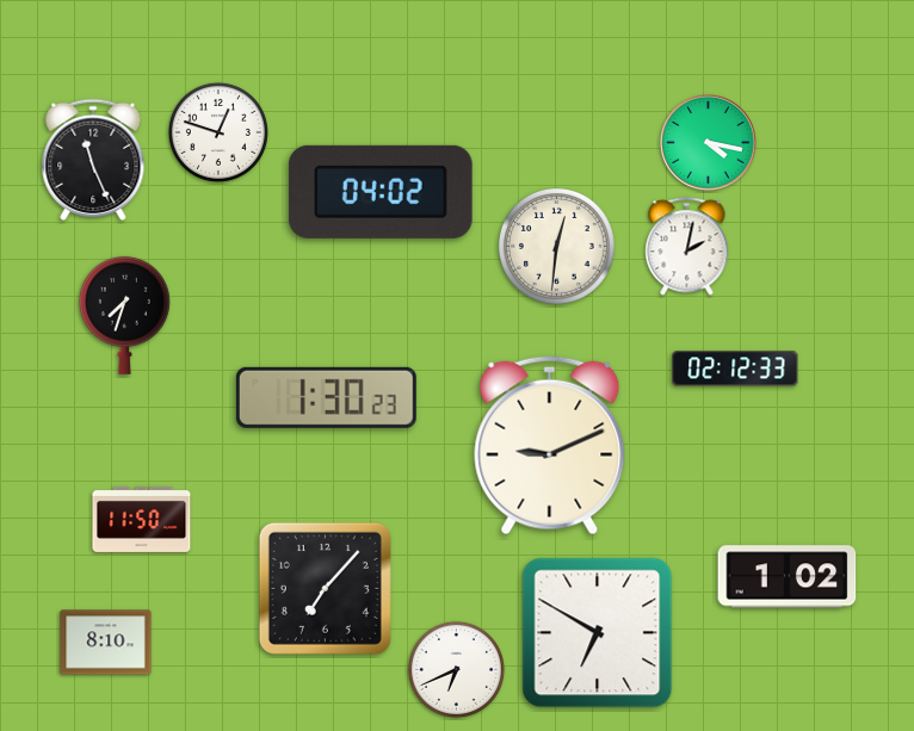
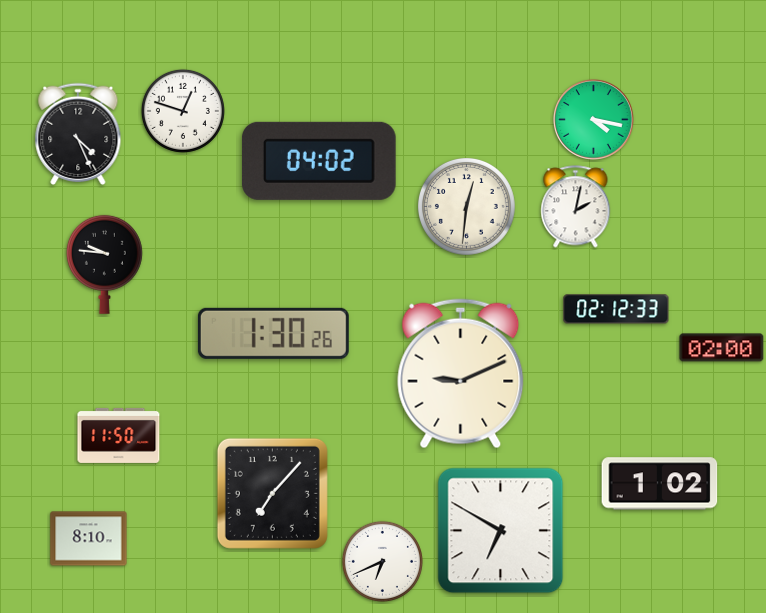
clock at (93, 160): 11:26 -> 4:26
clock at (124, 315): 7:33 -> 9:46
clock at (326, 397): 1:30:23 -> 1:30:26
clock at (722, 348): none -> 02:00
